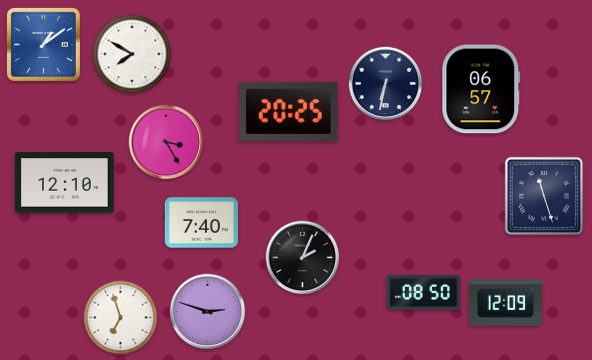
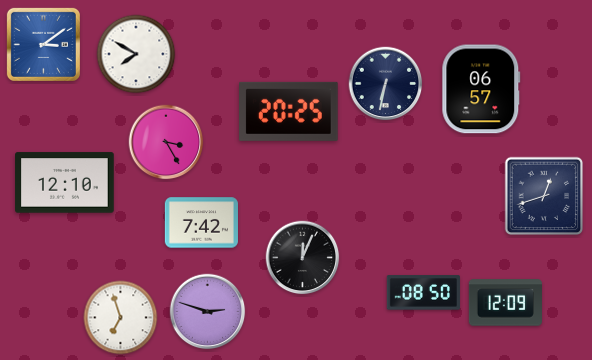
clock at (43, 44): 1:09 -> 3:09
clock at (132, 54) position: (132, 54) -> (136, 54)
clock at (544, 196): 11:27 -> 12:42
clock at (201, 223): 7:40 -> 7:42
clock at (303, 258): 2:04 -> 12:04
